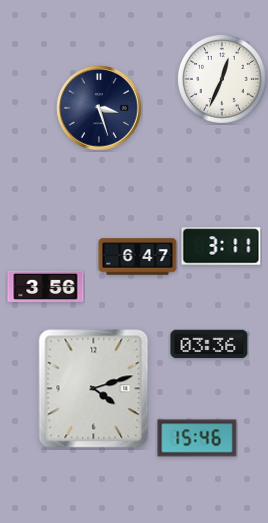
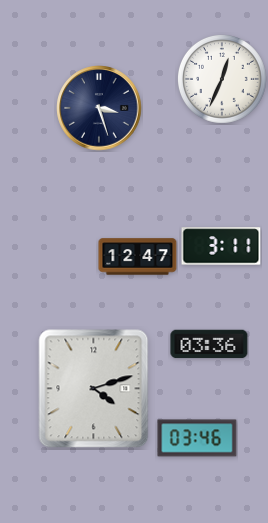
clock at (138, 257): 6:47 -> 12:47
clock at (46, 286): 3:56 -> none
clock at (197, 438): 15:46 -> 03:46
